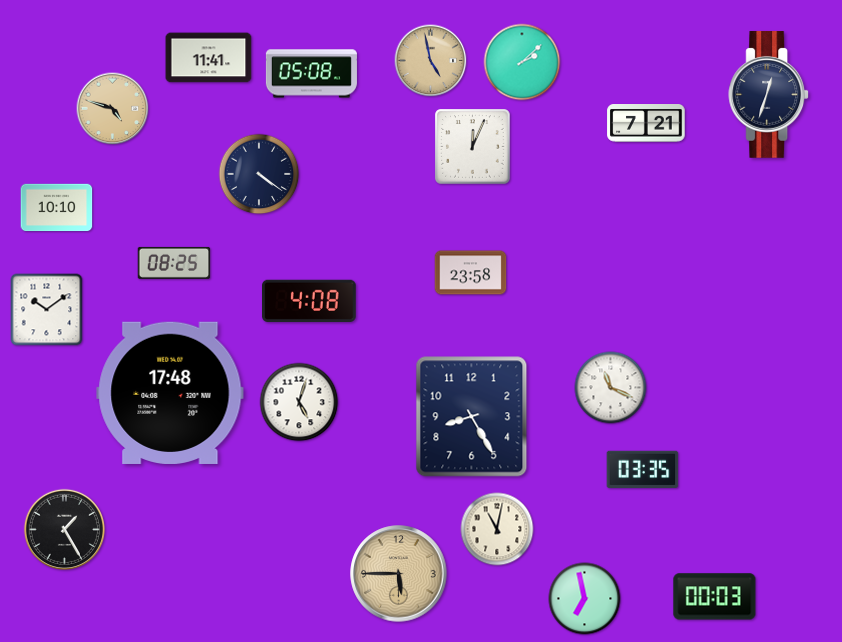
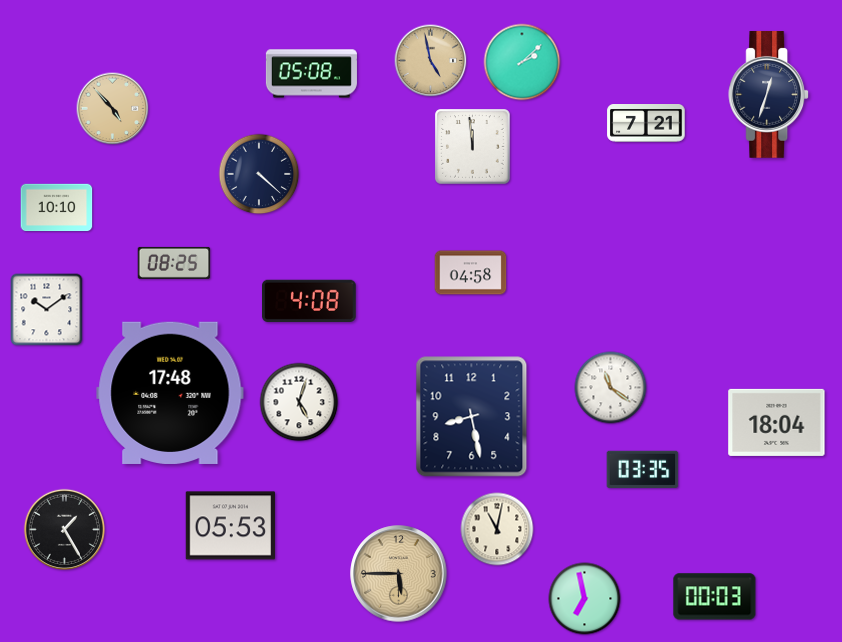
clock at (209, 58): 11:41 -> none
clock at (113, 109): 4:48 -> 4:53
clock at (473, 147): 12:04 -> 11:59
clock at (259, 174): 4:21 -> 4:22
clock at (471, 273): 23:58 -> 04:58
clock at (611, 388): 11:19 -> 11:21
clock at (472, 417): 8:25 -> 8:28
clock at (777, 422): none -> 18:04
clock at (231, 526): none -> 05:53
